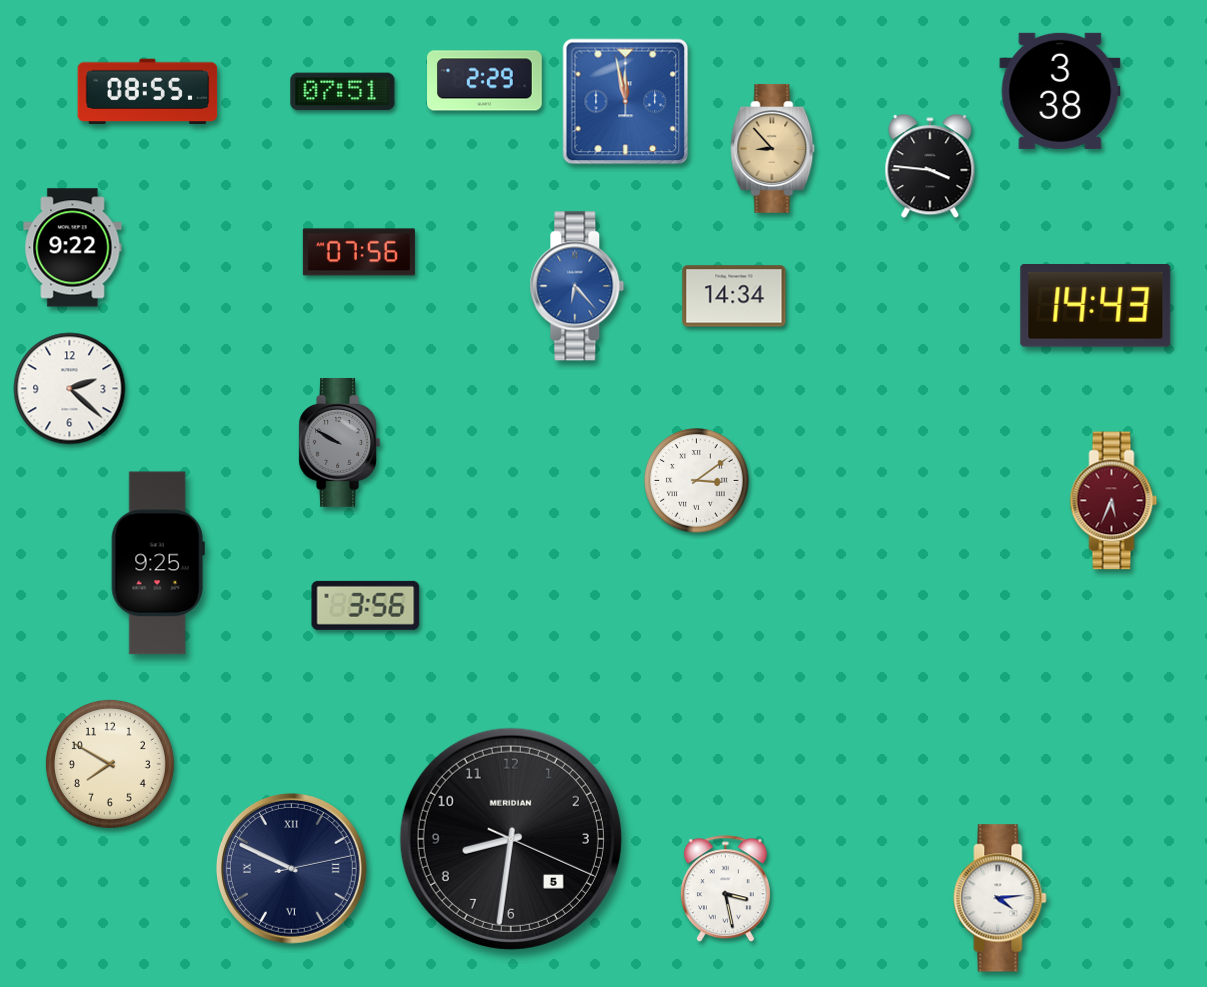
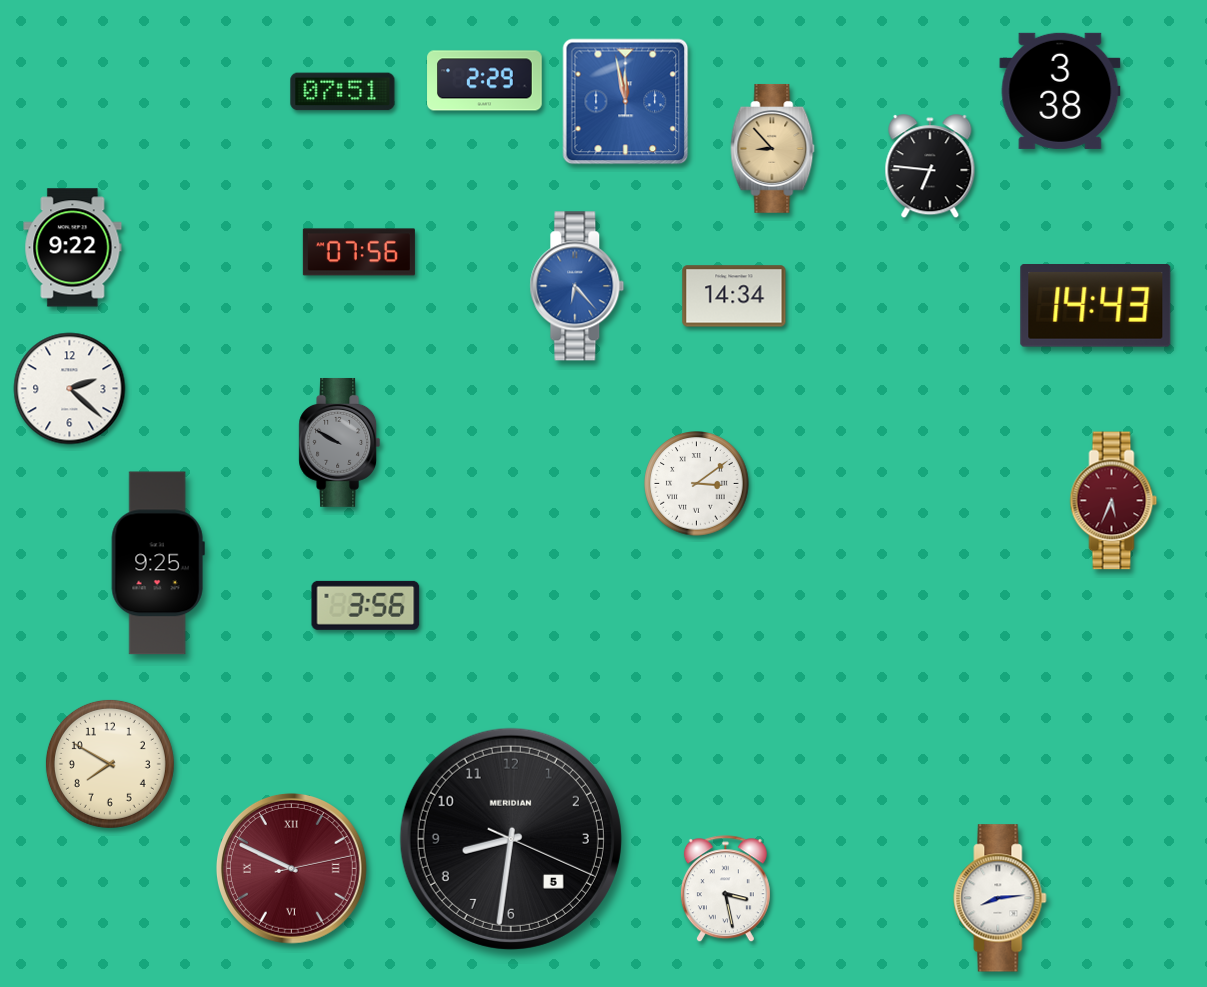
clock at (148, 92): 08:55 -> none
clock at (930, 167): 3:46 -> 6:46
clock at (697, 481) position: (697, 481) -> (697, 484)
clock at (291, 868) dial: navy -> burgundy
clock at (1000, 898): 4:14 -> 8:14
